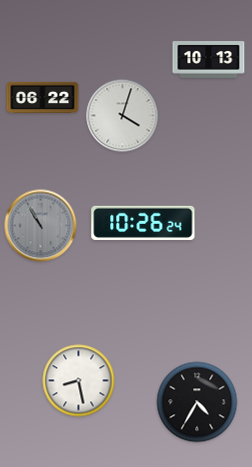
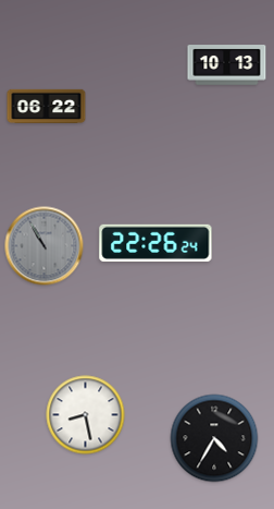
clock at (123, 116): 4:03 -> none
clock at (143, 223): 10:26 -> 22:26
